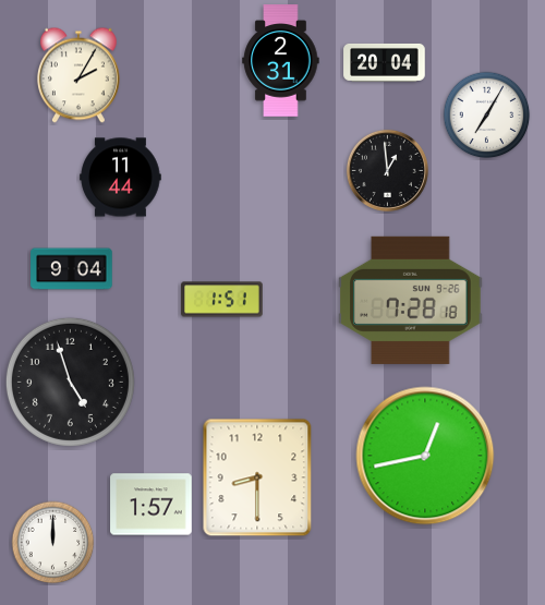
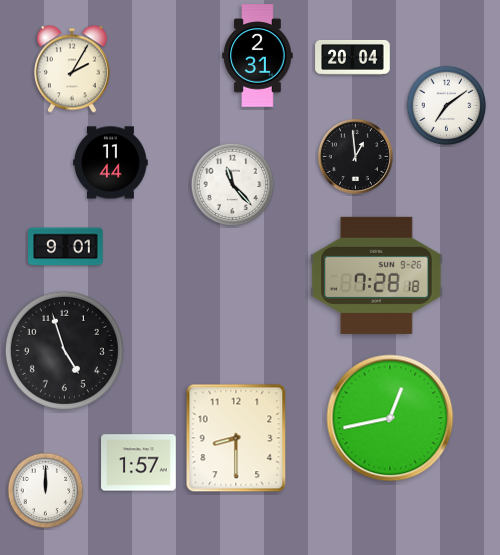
clock at (487, 116): 7:05 -> 7:09
clock at (233, 185): none -> 11:23
clock at (72, 269): 9:04 -> 9:01
clock at (222, 300): 1:51 -> none
clock at (53, 543) position: (53, 543) -> (46, 491)
